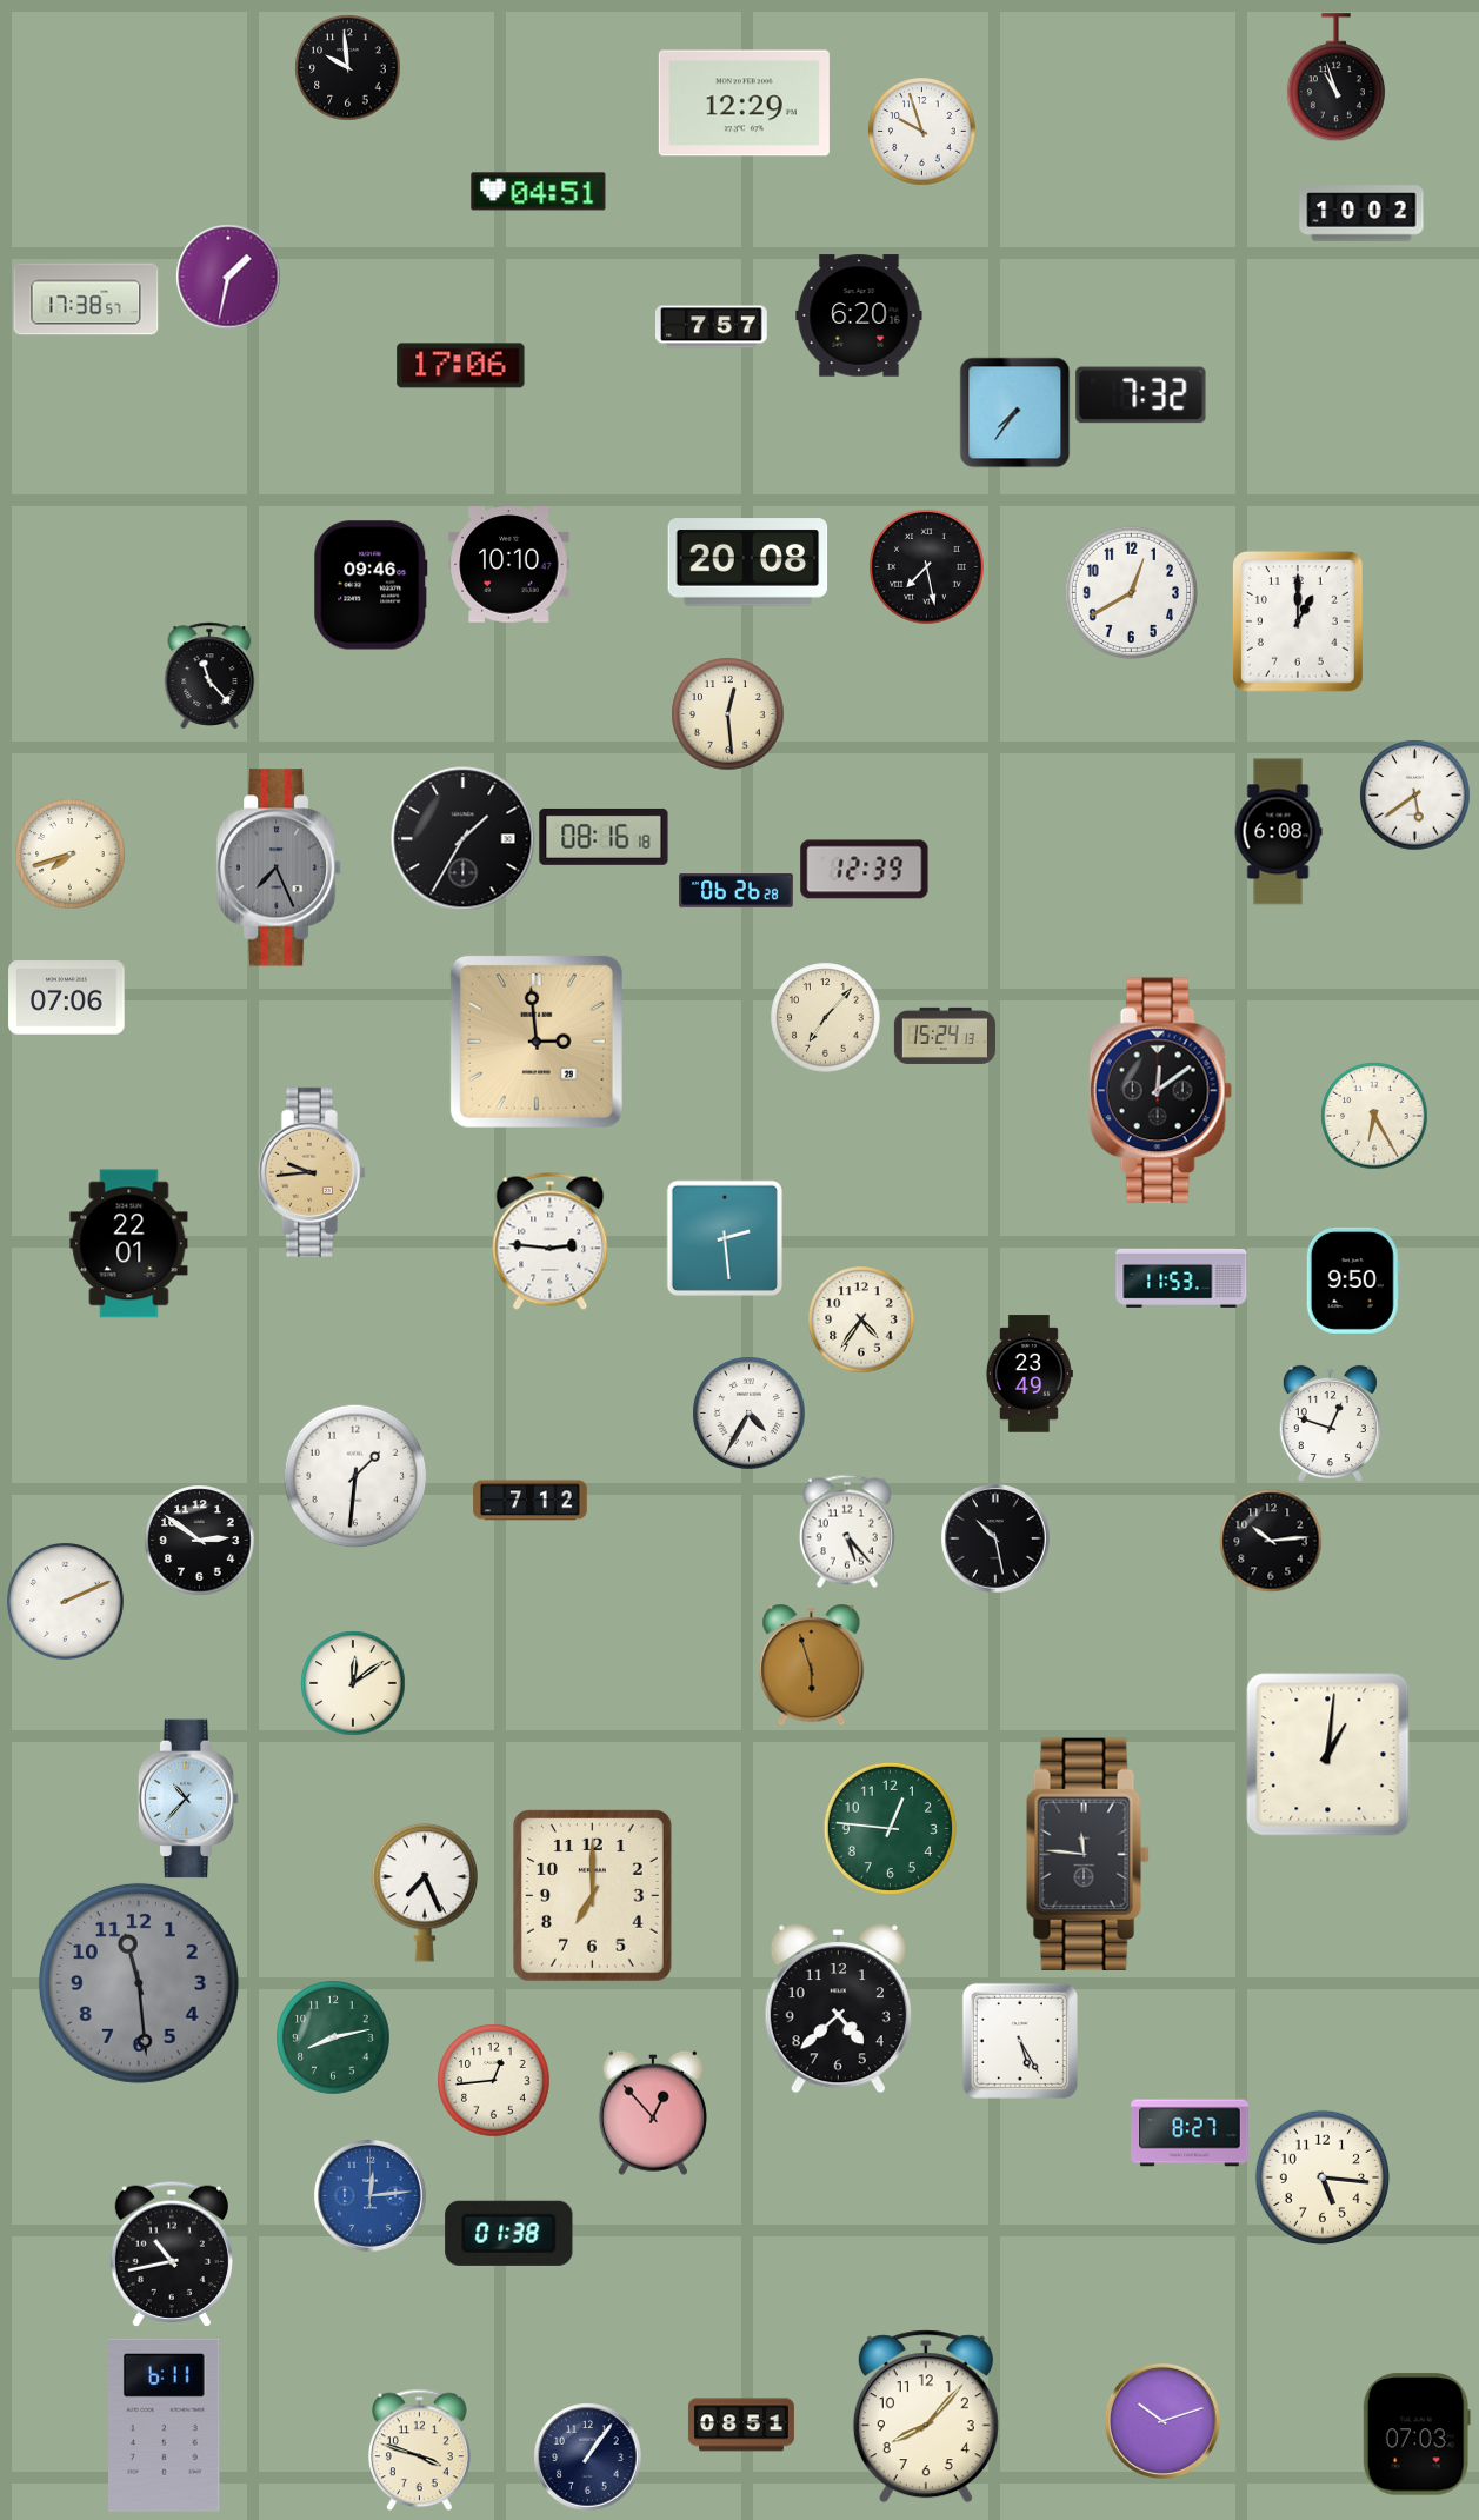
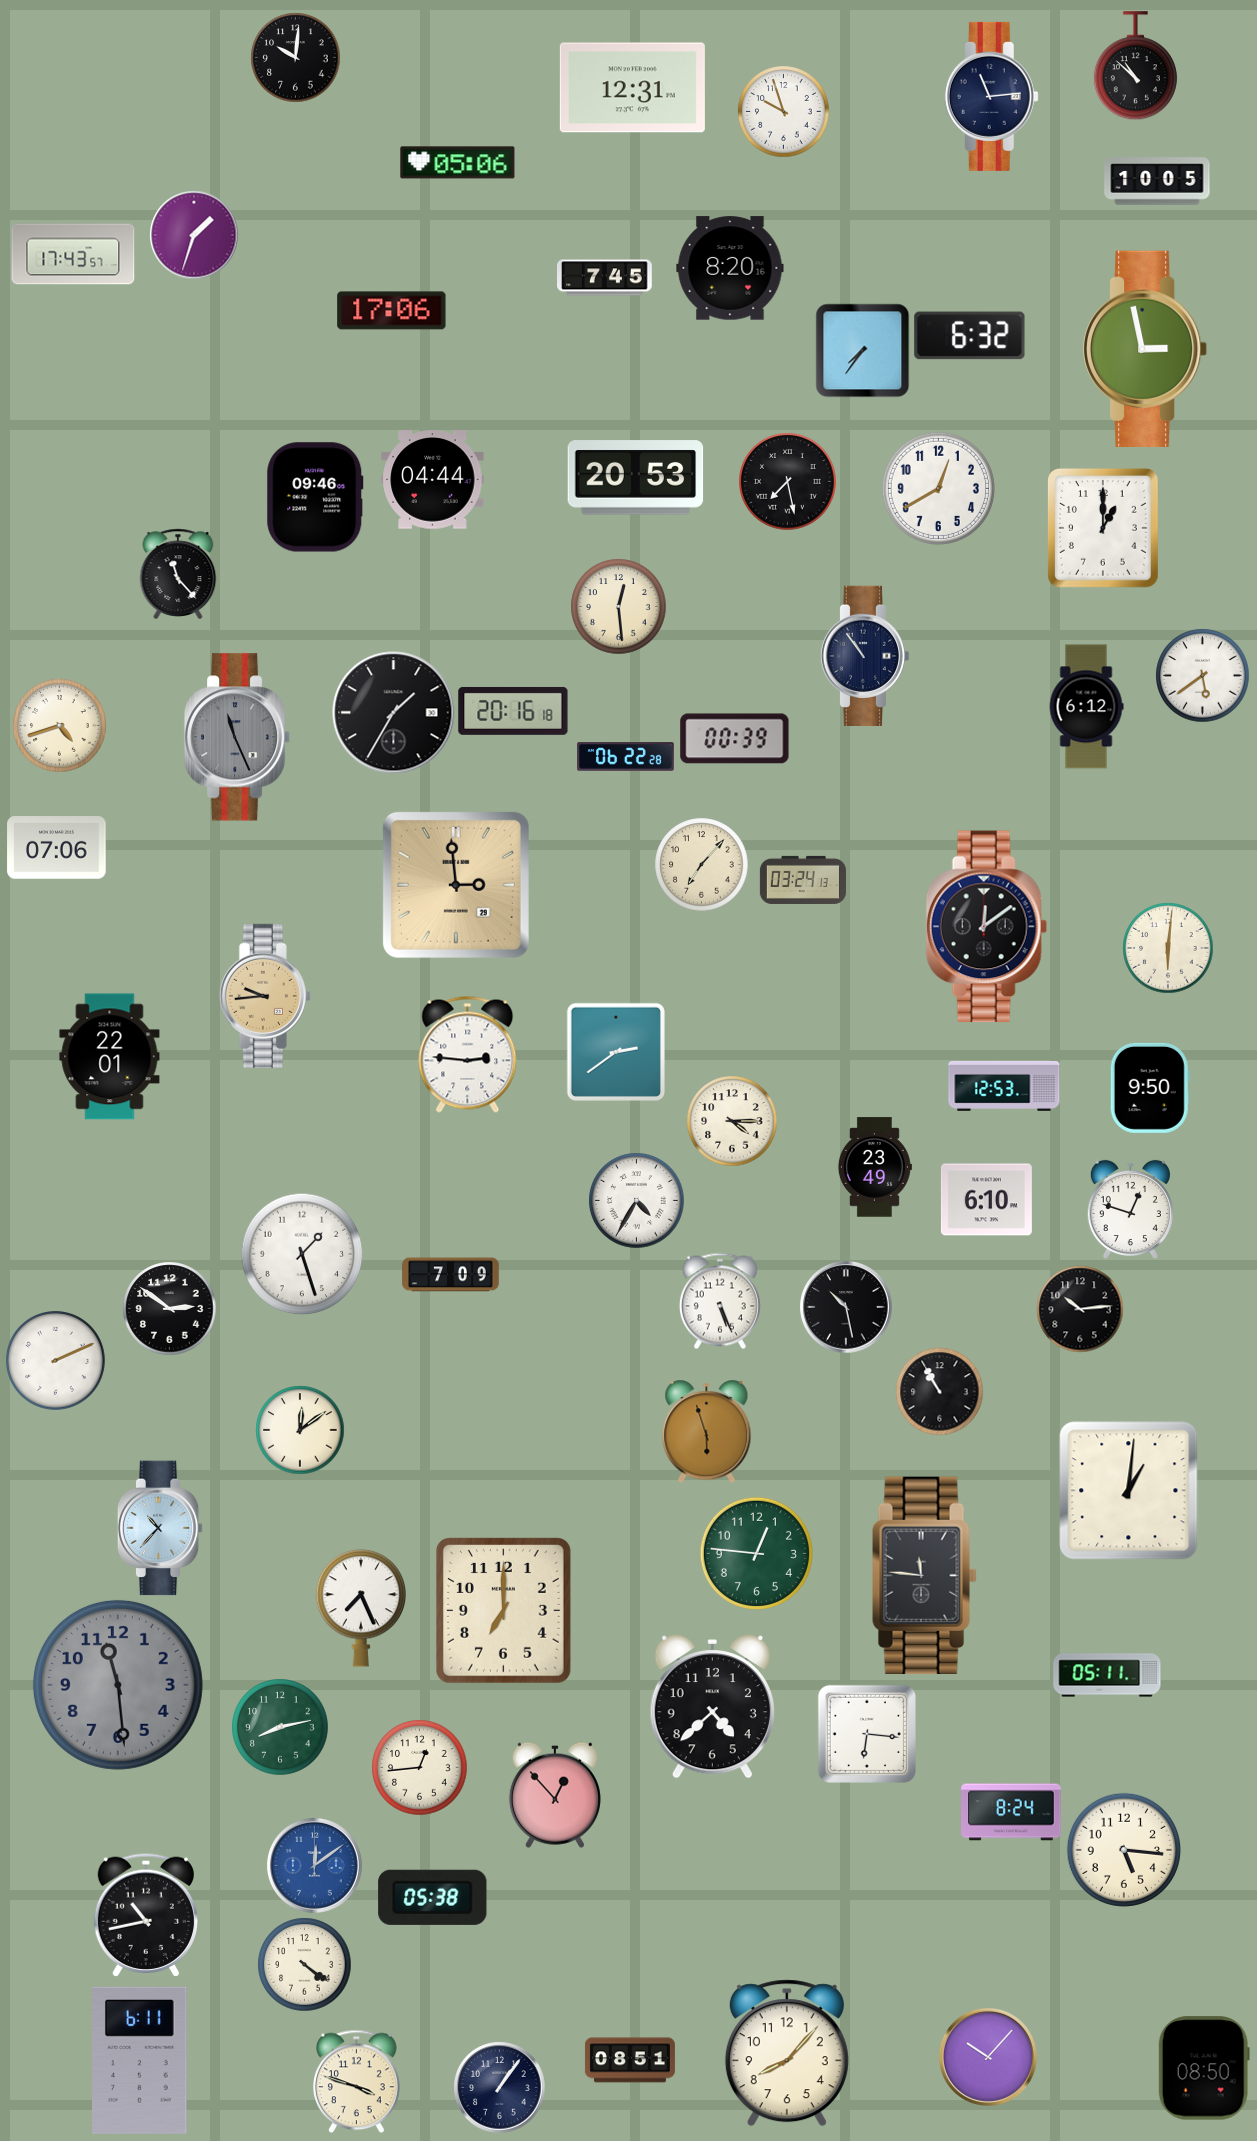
clock at (347, 67): 9:59 -> 10:01
clock at (1335, 78): 10:57 -> 10:52
clock at (744, 104): 12:29 -> 12:31
clock at (991, 96): none -> 11:14
clock at (539, 192): 04:51 -> 05:06
clock at (1361, 213): 10:02 -> 10:05
clock at (228, 277): 1:32 -> 1:33
clock at (86, 299): 17:38 -> 17:43
clock at (859, 315): 6:20 -> 8:20
clock at (712, 327): 7:57 -> 7:45
clock at (1141, 395): 7:32 -> 6:32
clock at (1146, 348): none -> 2:58
clock at (748, 563): 20:08 -> 20:53
clock at (509, 565): 10:10 -> 04:44
clock at (1131, 592) position: (1131, 592) -> (938, 488)
clock at (865, 655): none -> 10:54
clock at (1278, 832): 6:08 -> 6:12
clock at (604, 837): 08:16 -> 20:16
clock at (69, 853): 7:42 -> 4:42
clock at (279, 867): 7:26 -> 11:26
clock at (865, 870): 12:39 -> 00:39
clock at (737, 891): 06:26 -> 06:22
clock at (945, 1036): 15:24 -> 03:24
clock at (1374, 1116): 6:25 -> 6:01
clock at (725, 1238): 2:29 -> 2:39
clock at (1181, 1278): 11:53 -> 12:53
clock at (861, 1319): 4:36 -> 4:15
clock at (986, 1200): none -> 6:10
clock at (355, 1476): 1:31 -> 1:27
clock at (531, 1501): 7:12 -> 7:09
clock at (847, 1531): 5:23 -> 5:26
clock at (939, 1391): none -> 10:55
clock at (812, 1664) position: (812, 1664) -> (707, 1431)
clock at (1107, 1675): none -> 05:11
clock at (333, 2037) position: (333, 2037) -> (280, 1727)
clock at (1020, 2041): 5:25 -> 6:16
clock at (1190, 2133): 8:27 -> 8:24
clock at (369, 2195): 12:14 -> 12:09
clock at (509, 2233): 01:38 -> 05:38
clock at (304, 1964): none -> 4:21
clock at (1162, 2421): 10:12 -> 10:07
clock at (1417, 2434): 07:03 -> 08:50
